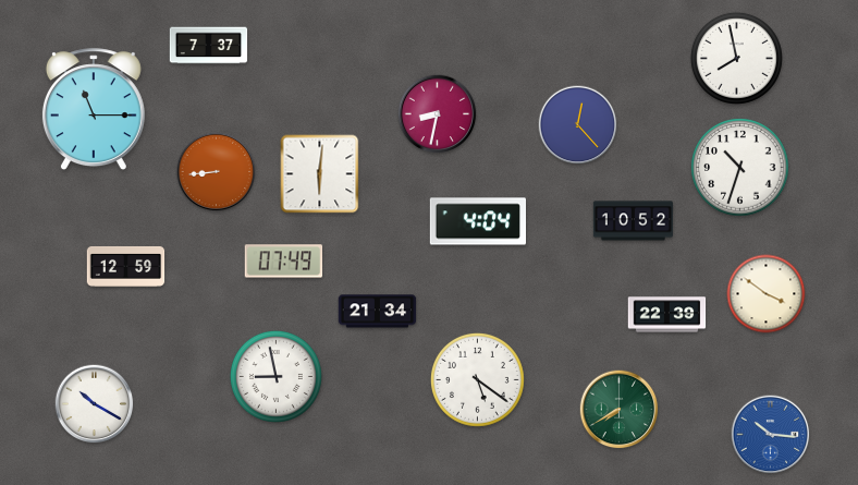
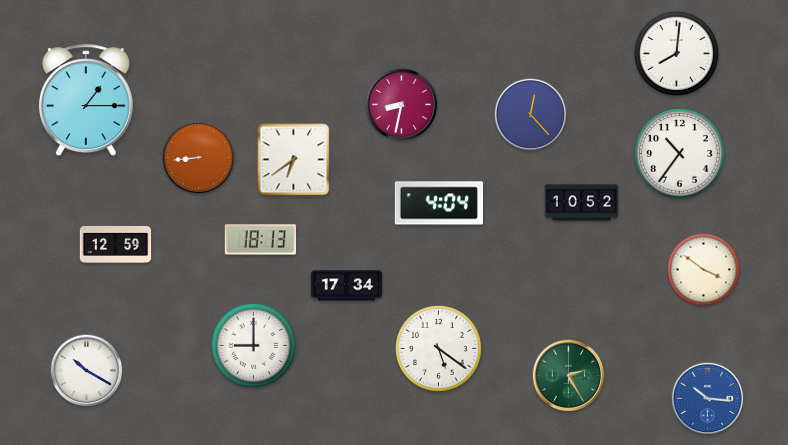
clock at (209, 46): 7:37 -> none
clock at (736, 58): 7:58 -> 8:01
clock at (94, 110): 11:15 -> 1:15
clock at (740, 168): 10:33 -> 10:36
clock at (320, 174): 6:01 -> 6:39
clock at (284, 262): 07:49 -> 18:13
clock at (378, 312): 21:34 -> 17:34
clock at (667, 315): 22:39 -> none
clock at (275, 376): 8:58 -> 9:00
clock at (620, 410): 7:40 -> 2:25
